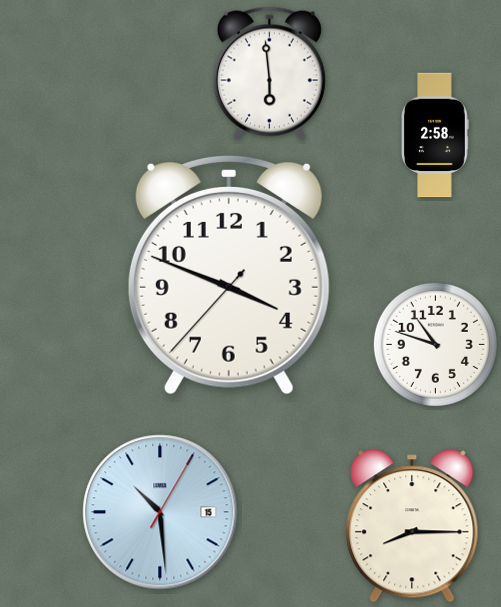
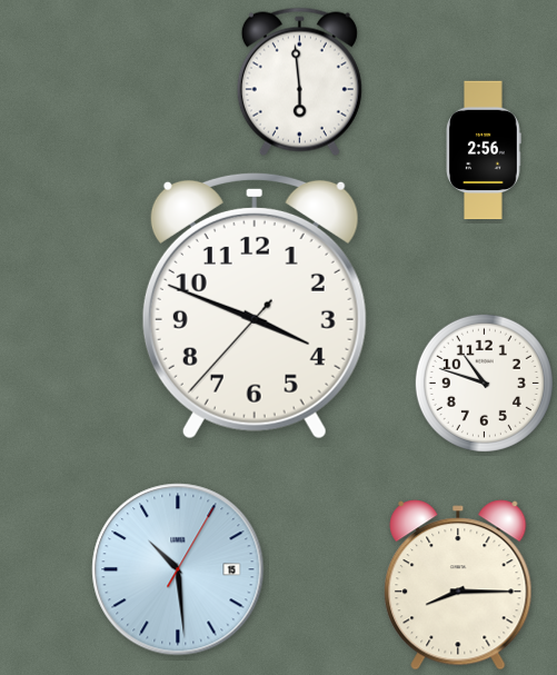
clock at (435, 135): 2:58 -> 2:56
